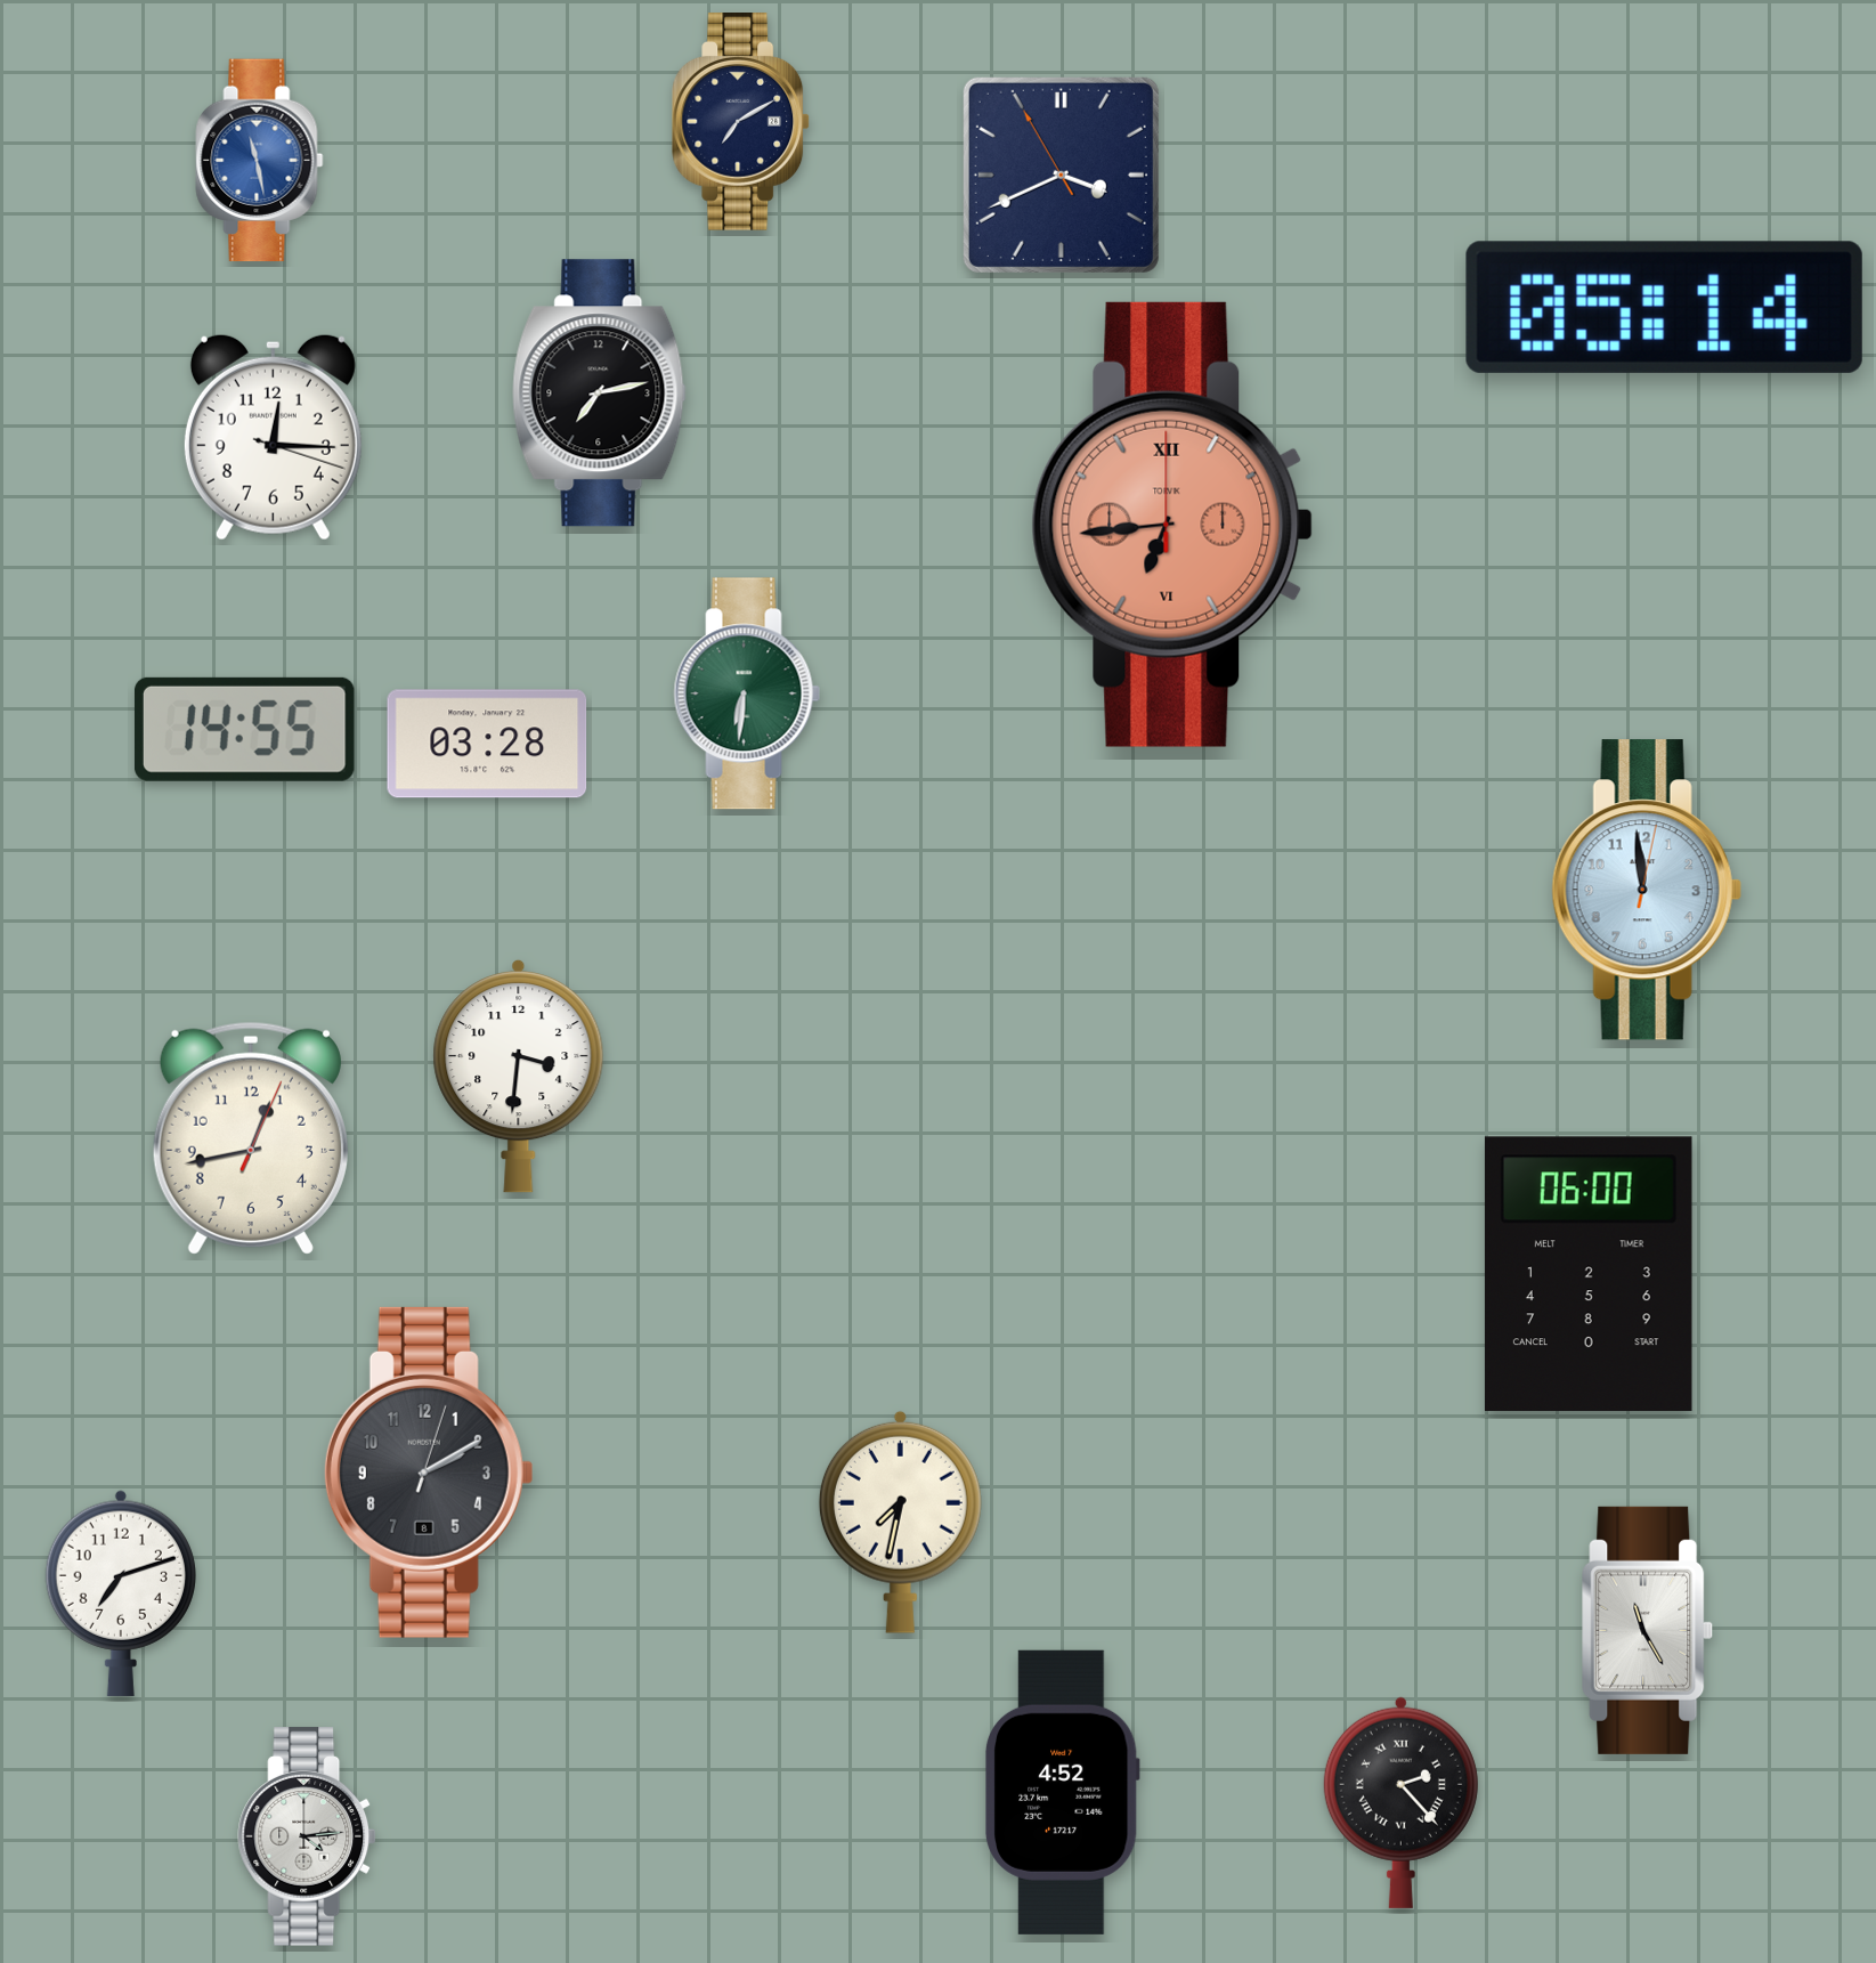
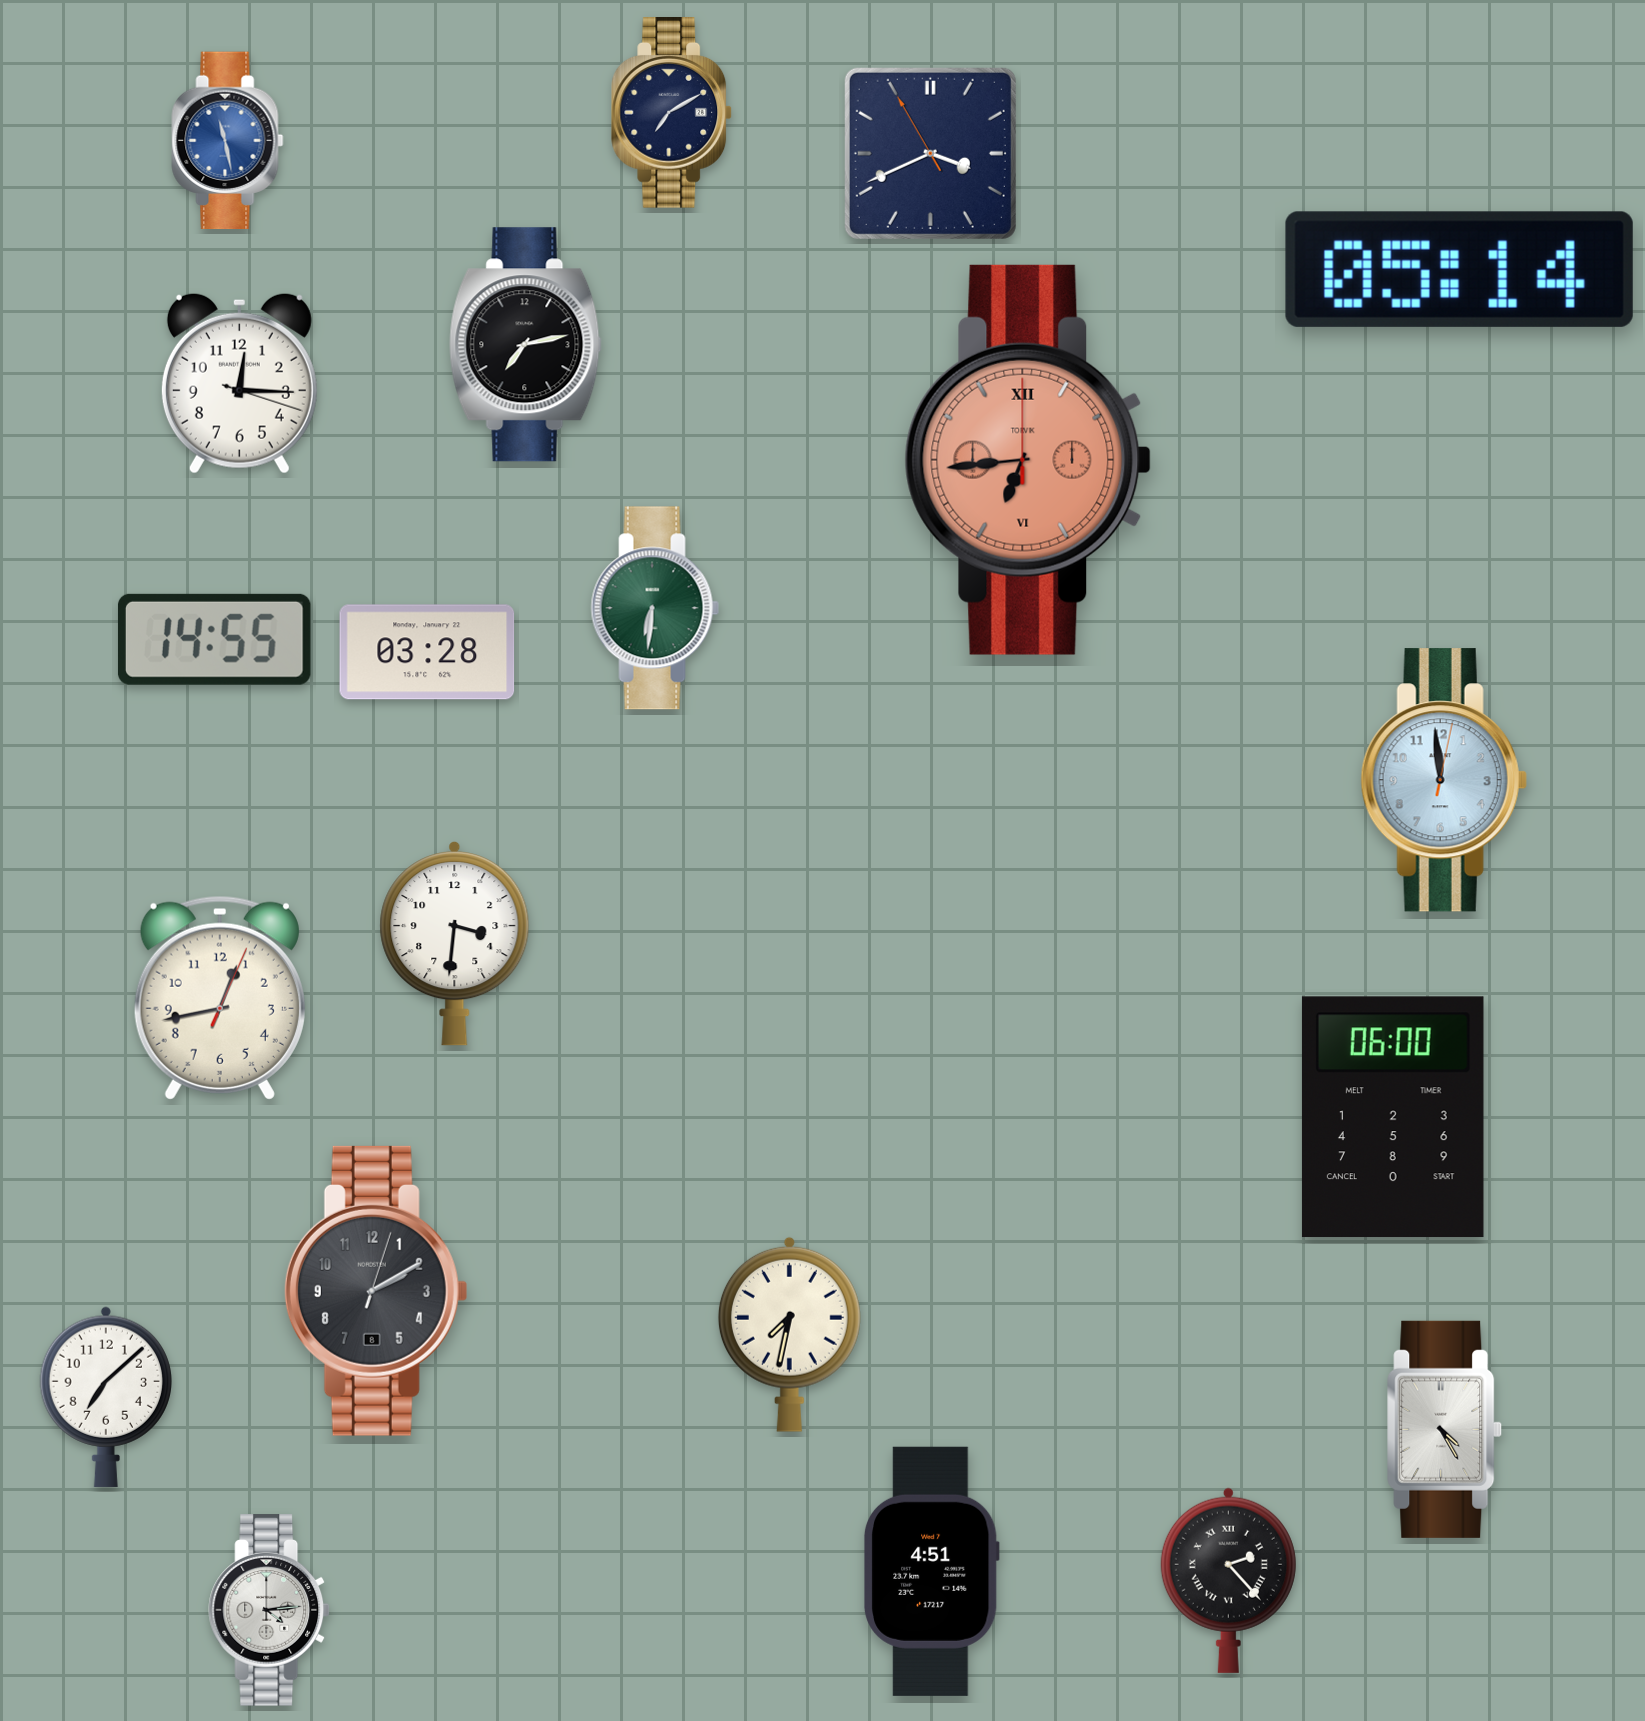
clock at (741, 122) position: (741, 122) -> (672, 113)
clock at (121, 1593): 7:12 -> 7:08
clock at (1648, 1630): 11:25 -> 4:25
clock at (1062, 1792): 4:52 -> 4:51
